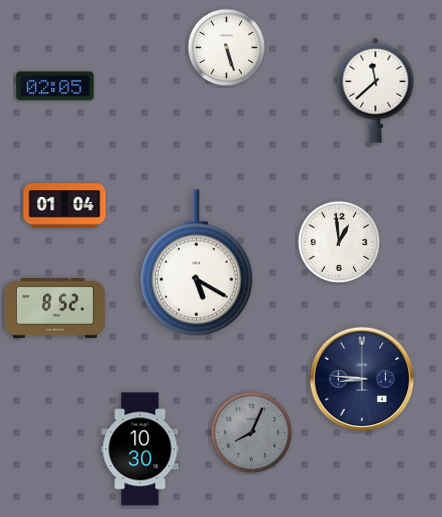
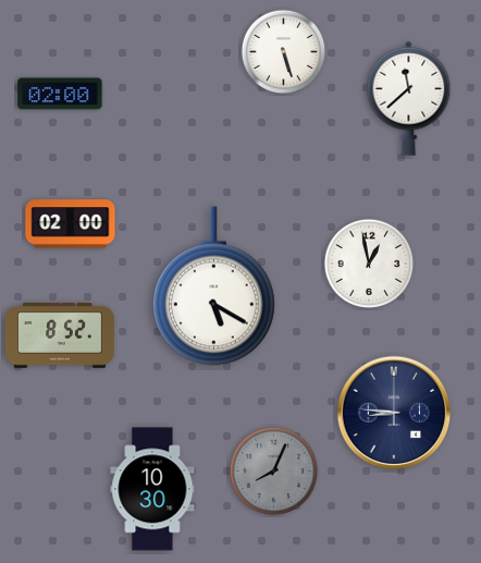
clock at (227, 48) position: (227, 48) -> (284, 52)
clock at (55, 86): 02:05 -> 02:00
clock at (65, 206): 01:04 -> 02:00
clock at (339, 242): 12:59 -> 12:58
